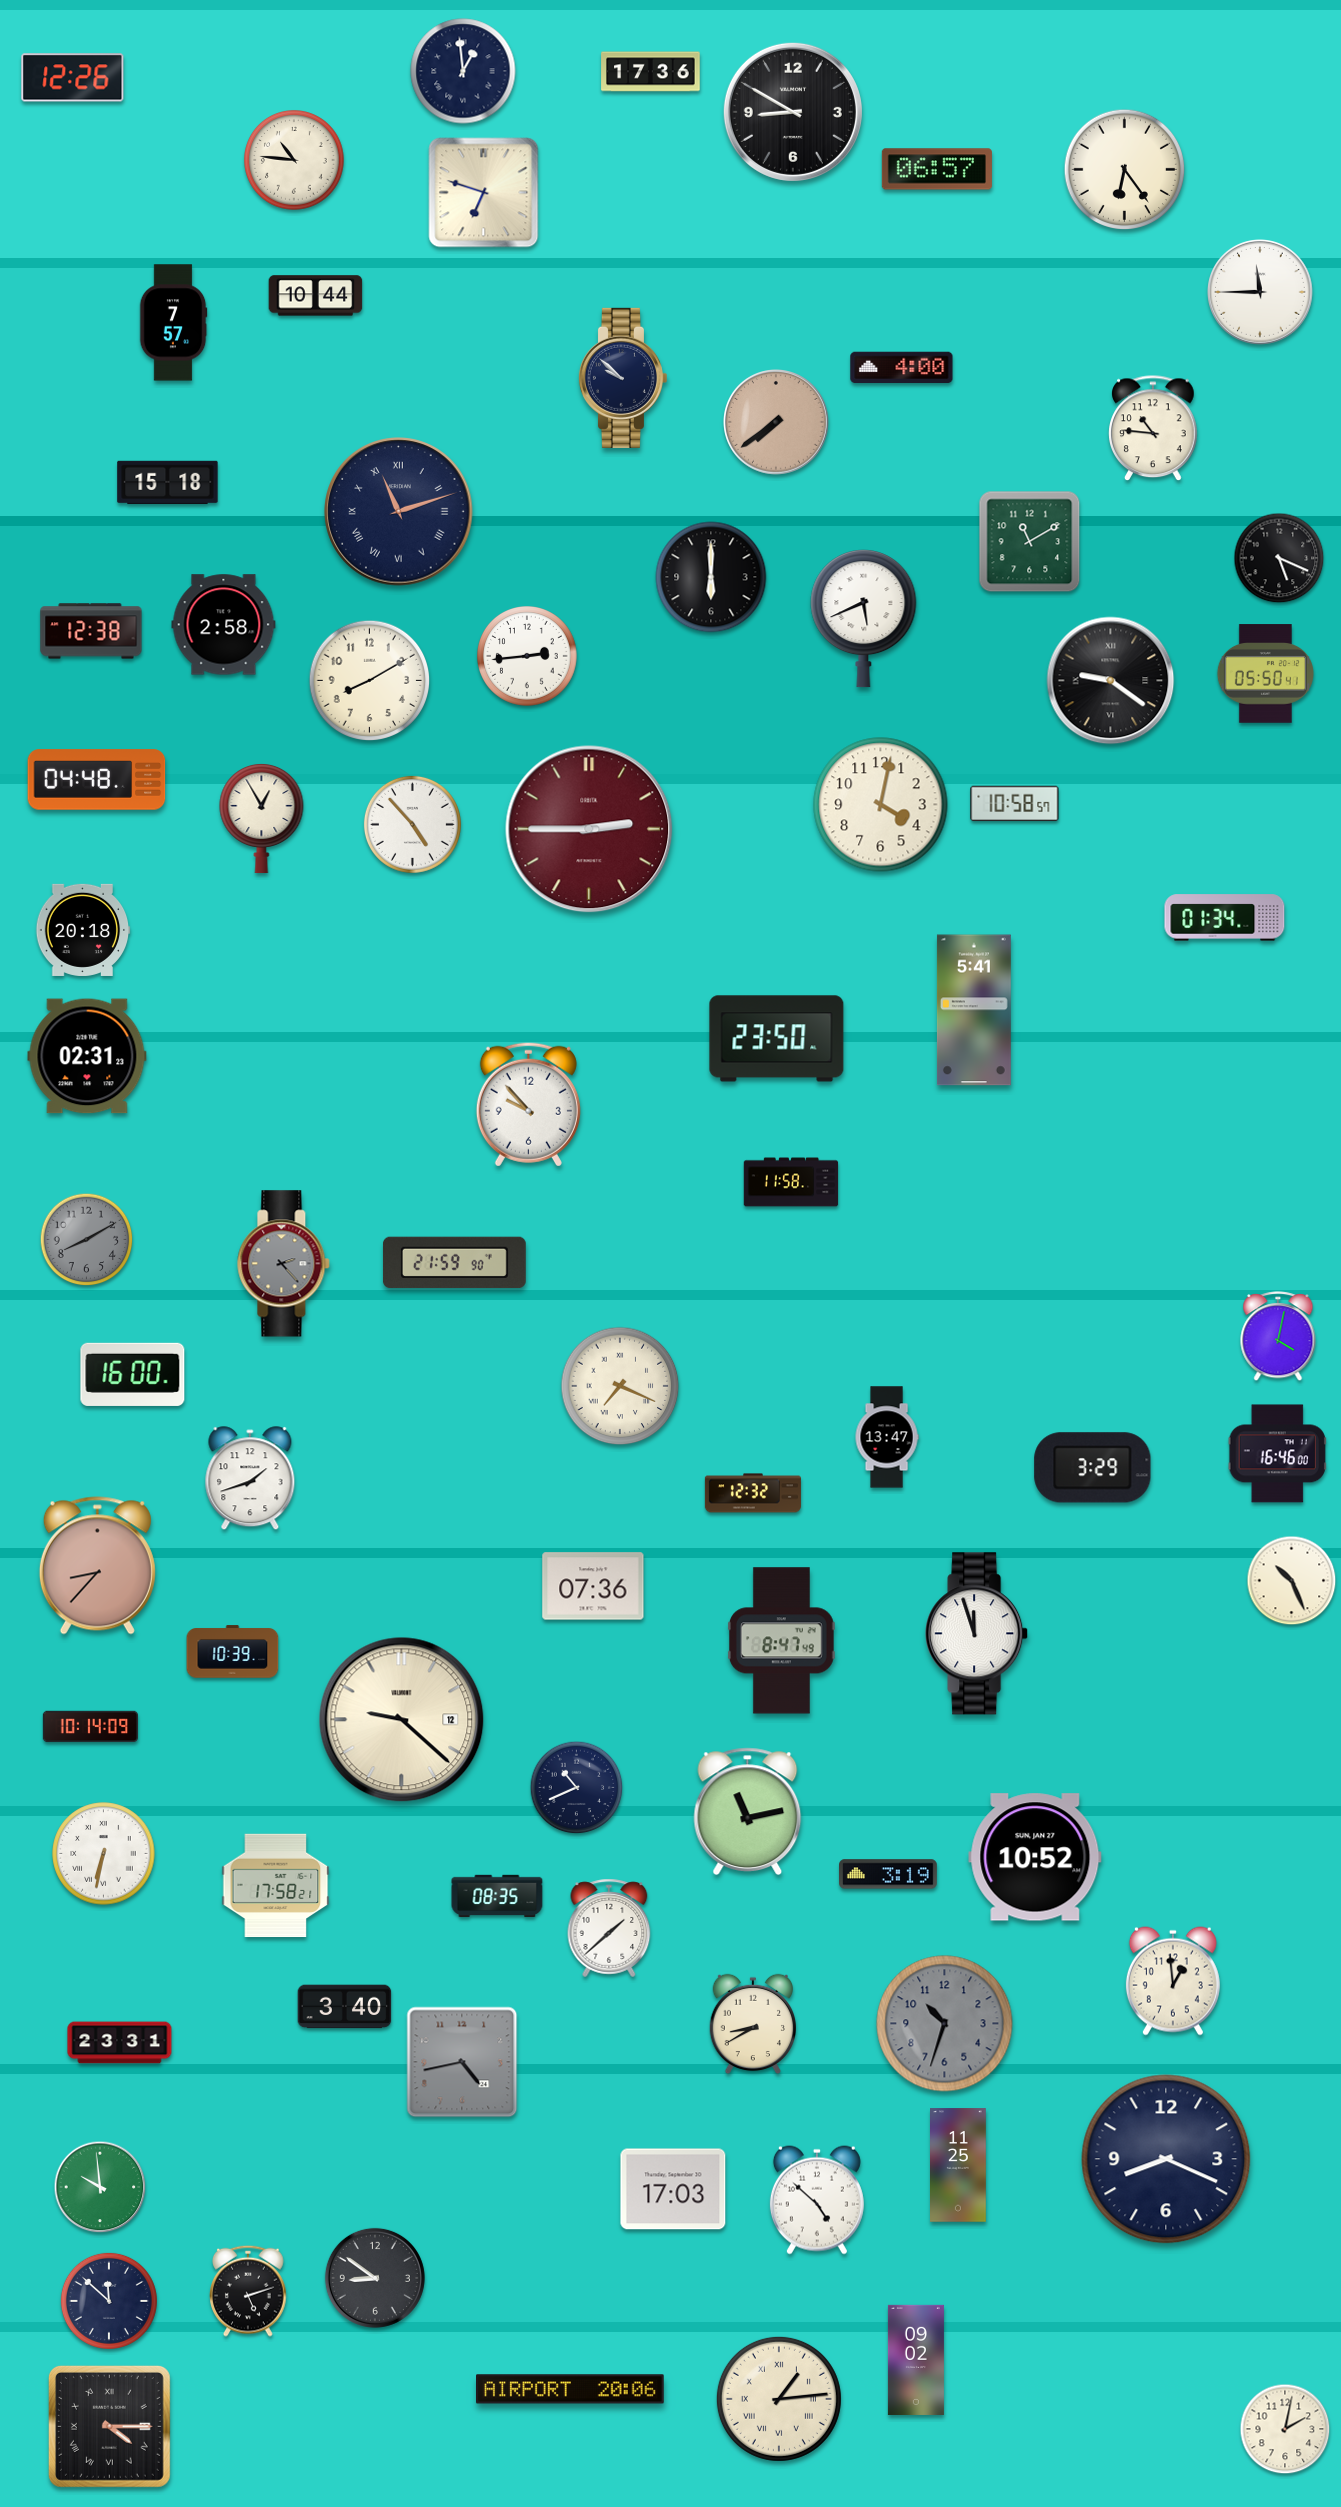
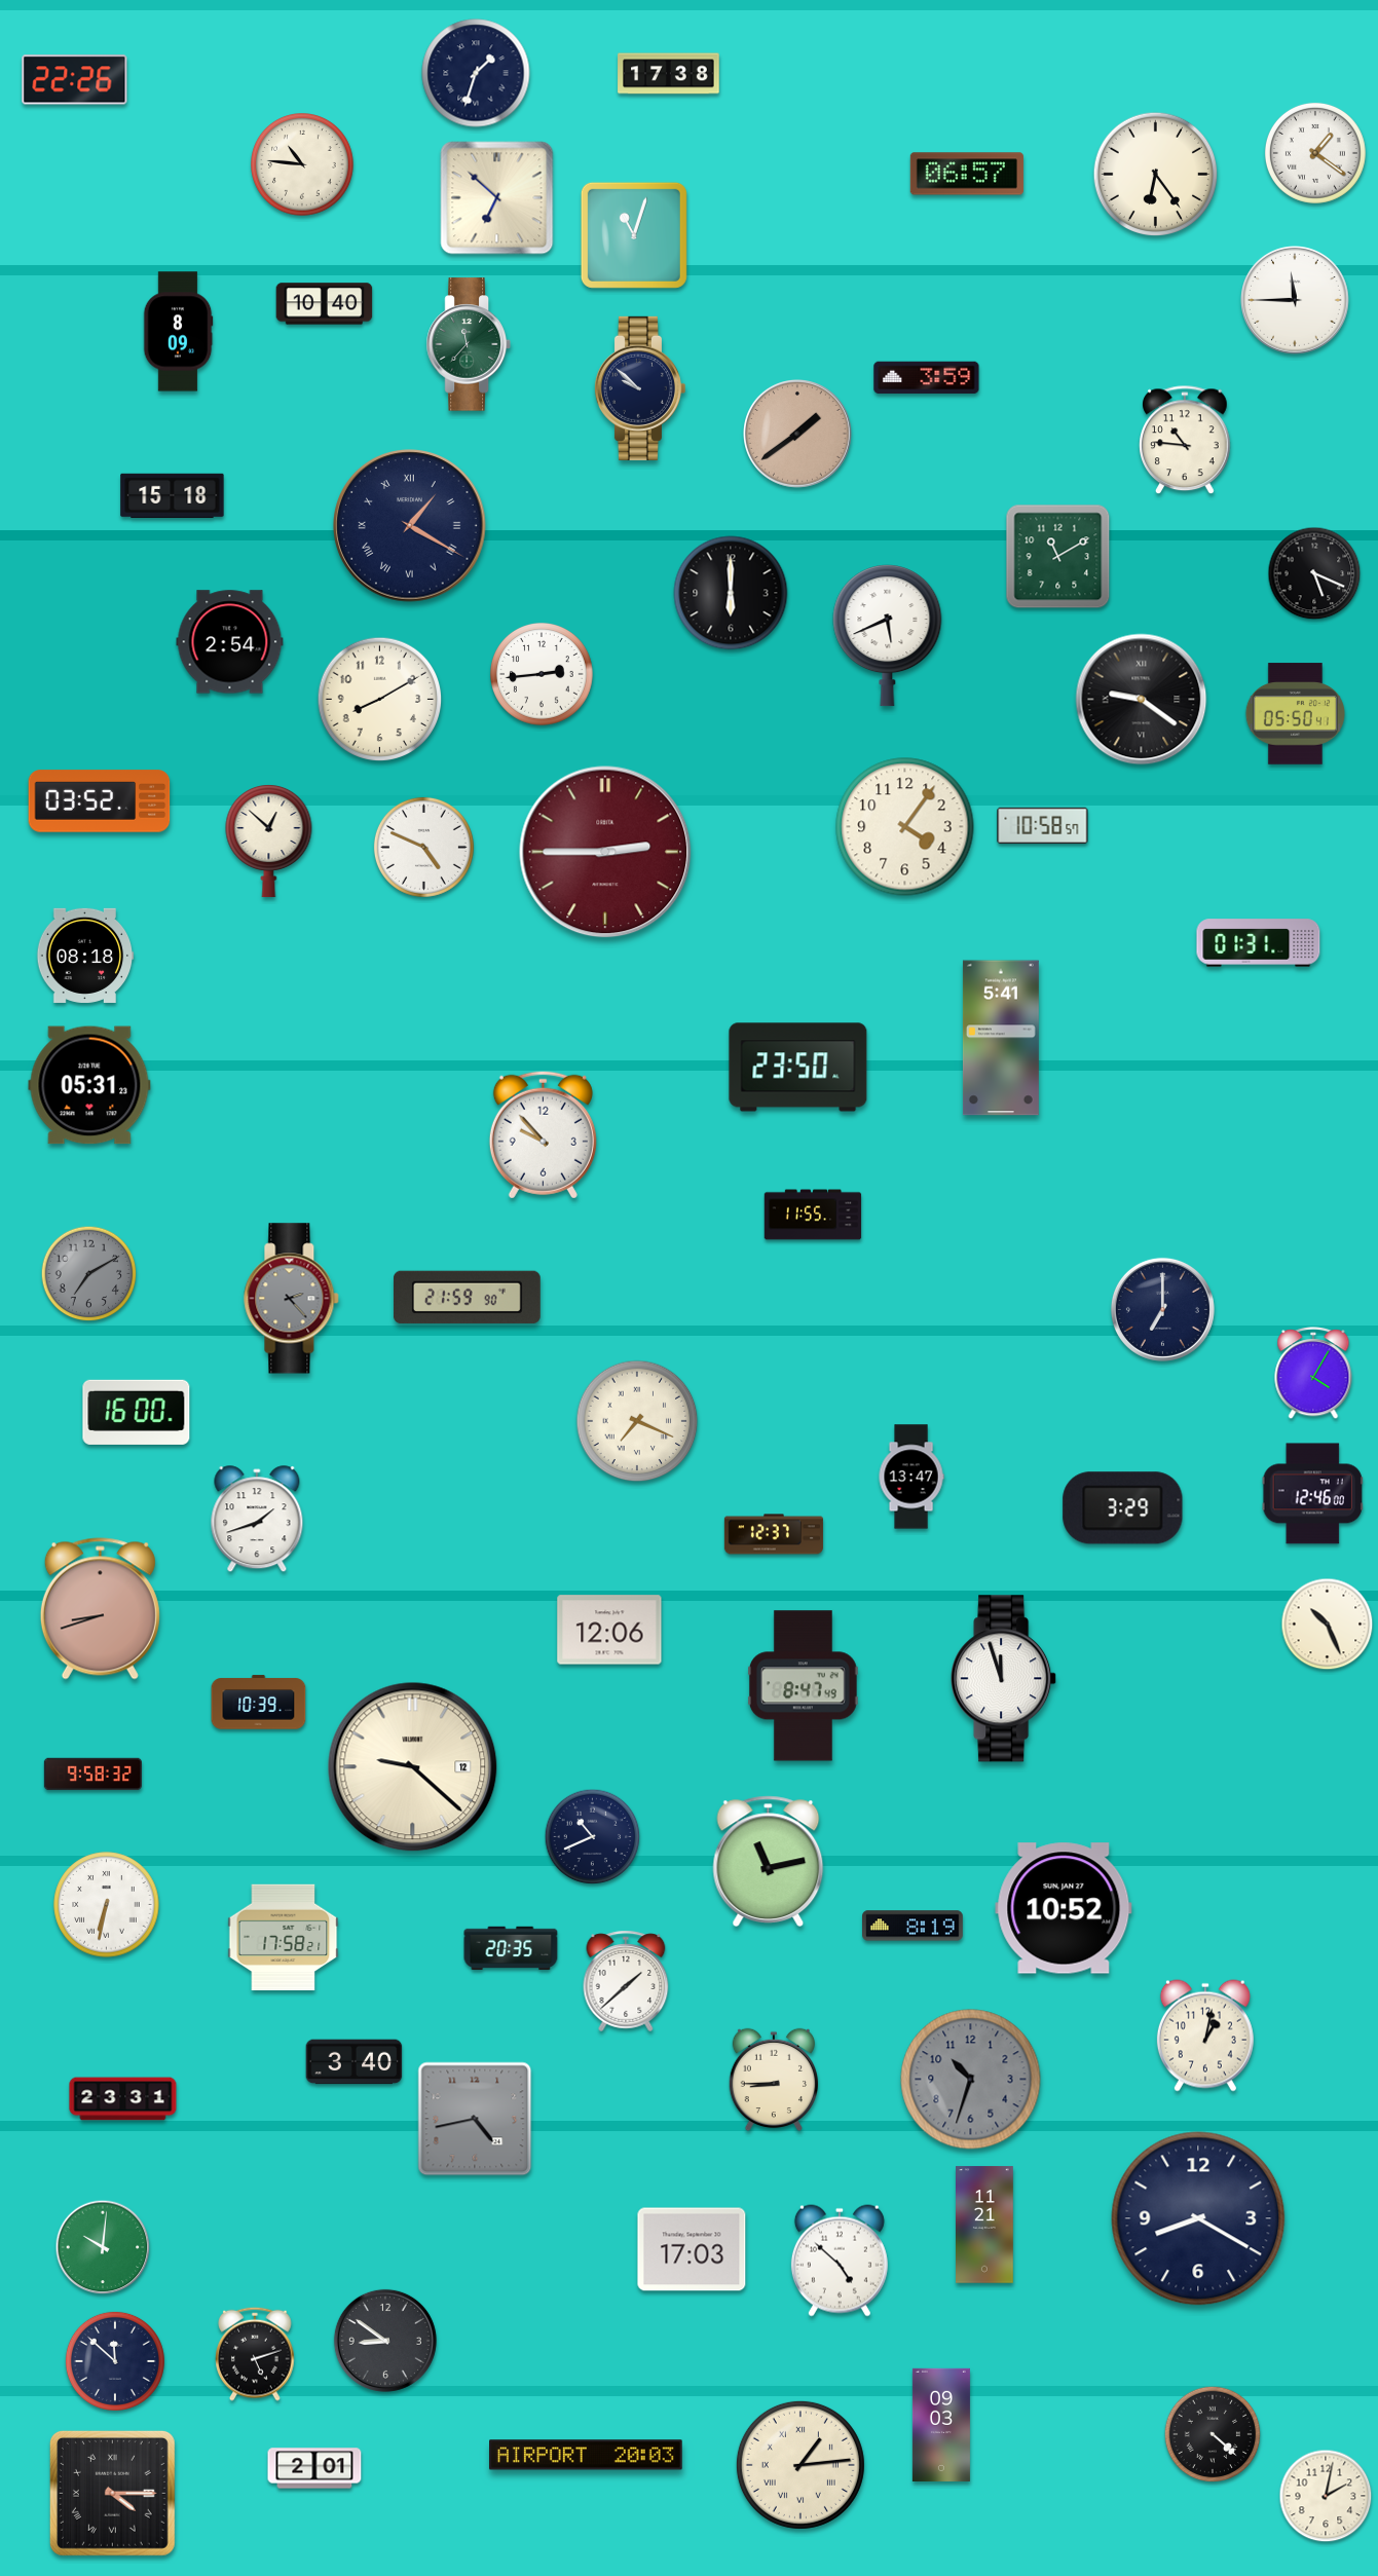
clock at (463, 71): 12:59 -> 1:33
clock at (651, 72): 17:36 -> 17:38
clock at (73, 78): 12:26 -> 22:26
clock at (793, 112): 8:50 -> none
clock at (1315, 153): none -> 1:21
clock at (937, 169) position: (937, 169) -> (967, 174)
clock at (484, 193): 6:48 -> 6:52
clock at (634, 235): none -> 11:03
clock at (316, 296): 10:44 -> 10:40
clock at (173, 323): 7:57 -> 8:09
clock at (469, 344): none -> 11:37
clock at (902, 368): 4:00 -> 3:59
clock at (777, 423): 7:39 -> 1:39
clock at (399, 512): 11:12 -> 1:20
clock at (224, 625): 2:58 -> 2:54
clock at (91, 631): 12:38 -> none
clock at (1265, 674) position: (1265, 674) -> (1295, 714)
clock at (97, 780): 04:48 -> 03:52
clock at (881, 805): 4:02 -> 4:06
clock at (262, 818): 12:55 -> 12:52
clock at (412, 824): 4:53 -> 4:49
clock at (1225, 918): 01:34 -> 01:31
clock at (83, 930): 20:18 -> 08:18
clock at (87, 1056): 02:31 -> 05:31
clock at (791, 1182): 11:58 -> 11:55
clock at (87, 1240): 8:10 -> 7:10
clock at (1162, 1309): none -> 7:00
clock at (1278, 1337): 4:02 -> 4:05
clock at (620, 1386) position: (620, 1386) -> (637, 1421)
clock at (1277, 1454): 16:46 -> 12:46
clock at (753, 1493): 12:32 -> 12:37
clock at (97, 1566): 8:37 -> 8:42
clock at (593, 1586): 07:36 -> 12:06
clock at (233, 1652) position: (233, 1652) -> (259, 1703)
clock at (90, 1727): 10:14 -> 9:58
clock at (889, 1874): 3:19 -> 8:19
clock at (497, 1896): 08:35 -> 20:35
clock at (1173, 1981): 12:59 -> 1:02
clock at (752, 2024): 8:40 -> 8:45
clock at (1166, 2159): 8:19 -> 8:20
clock at (959, 2165): 11:25 -> 11:21
clock at (100, 2187): 9:59 -> 10:01
clock at (109, 2301) position: (109, 2301) -> (115, 2361)
clock at (916, 2360): 09:02 -> 09:03
clock at (1213, 2434): none -> 4:22
clock at (571, 2389): 20:06 -> 20:03
clock at (314, 2468): none -> 2:01
clock at (1285, 2429) position: (1285, 2429) -> (1326, 2496)
